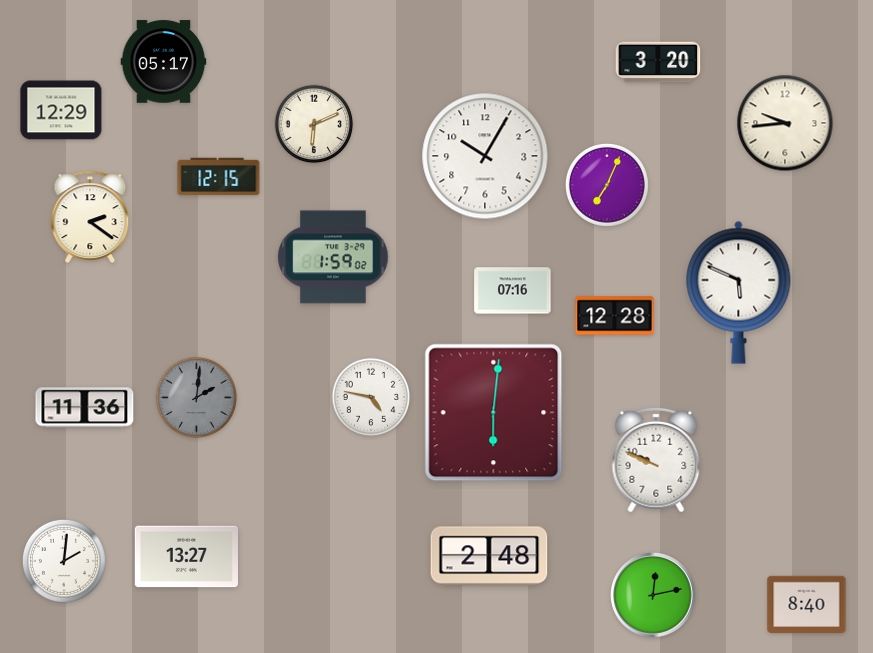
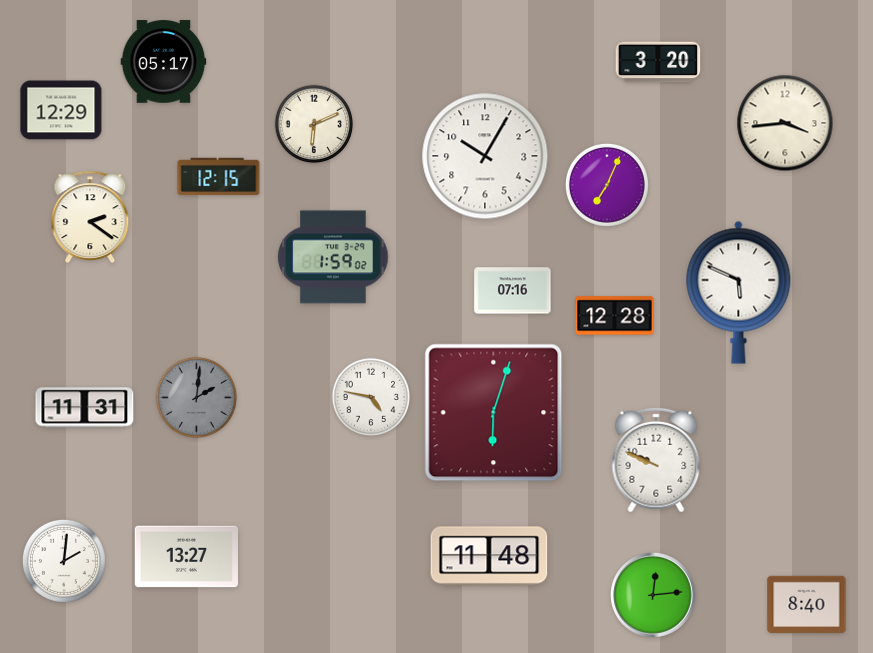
clock at (785, 123): 9:44 -> 3:44
clock at (85, 408): 11:36 -> 11:31
clock at (494, 413): 6:01 -> 6:03
clock at (489, 556): 2:48 -> 11:48
clock at (653, 595): 12:13 -> 12:14
